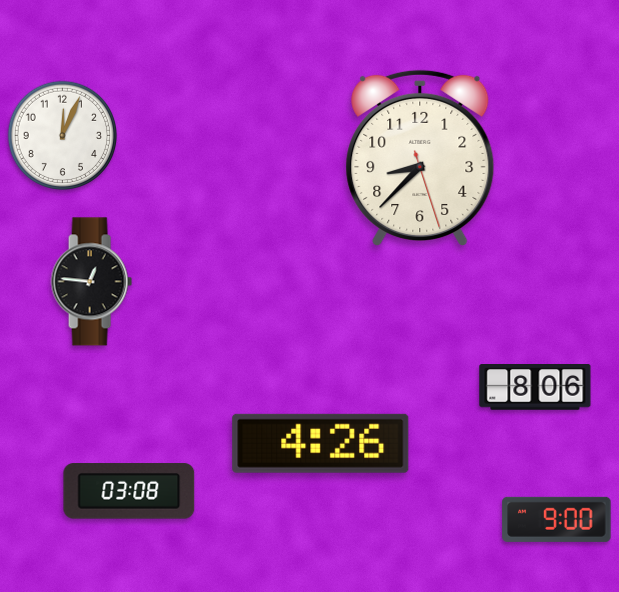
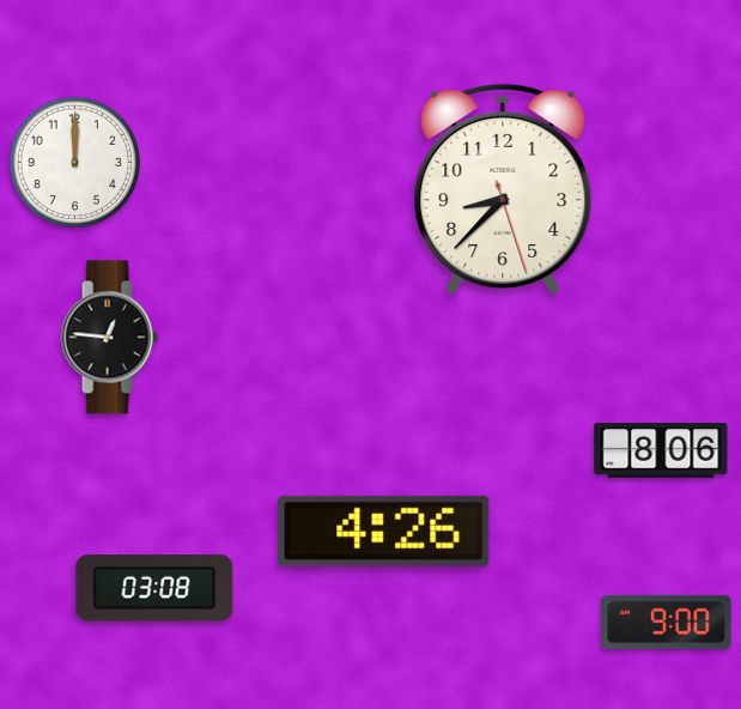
clock at (63, 136): 12:04 -> 12:00
clock at (535, 388) position: (535, 388) -> (661, 452)
